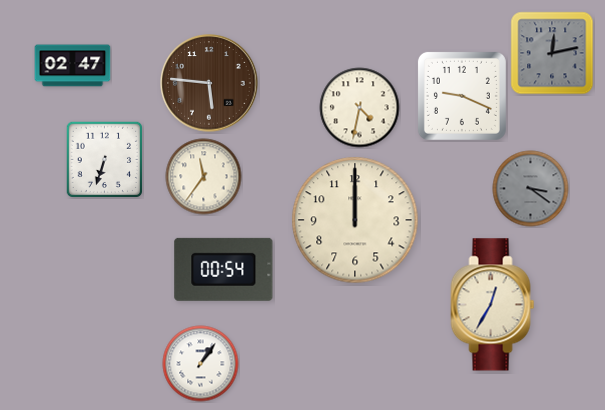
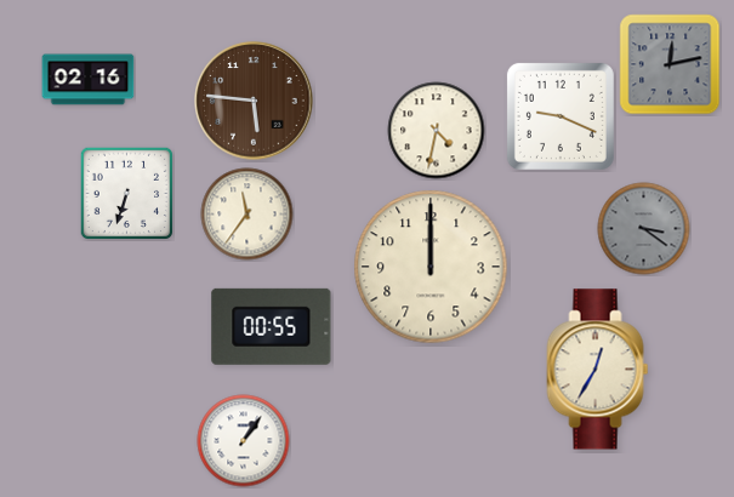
clock at (73, 66): 02:47 -> 02:16
clock at (224, 269): 00:54 -> 00:55
